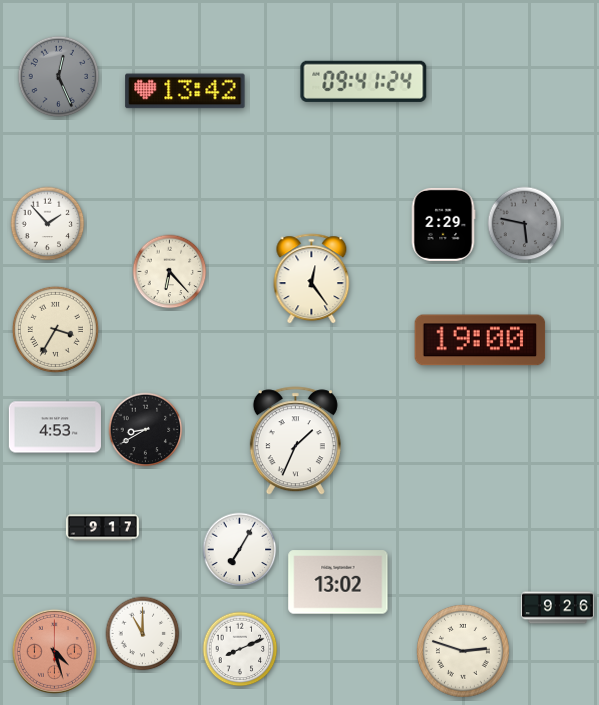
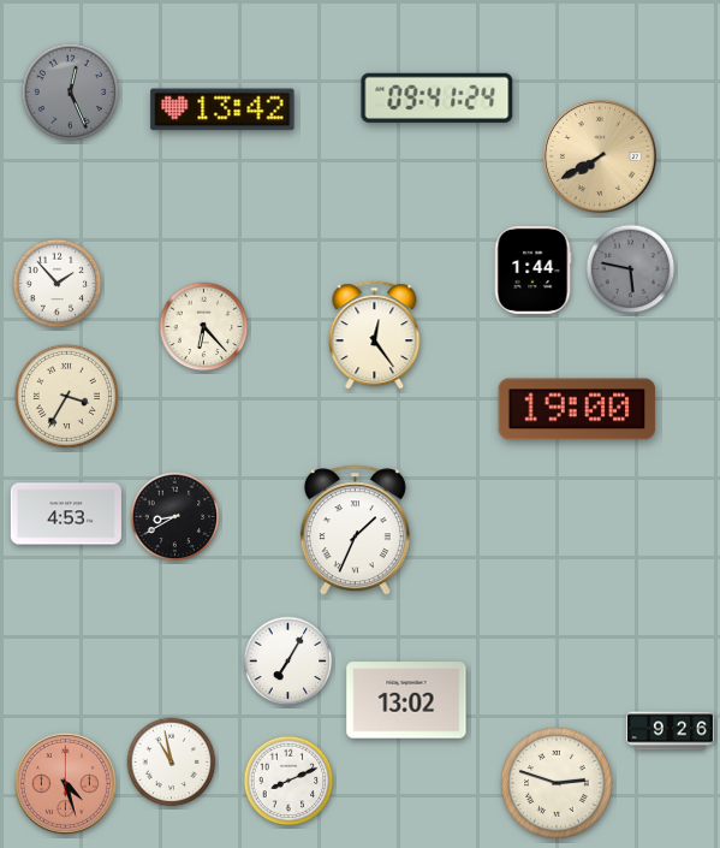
clock at (600, 156): none -> 7:40
clock at (48, 224) position: (48, 224) -> (58, 284)
clock at (443, 224): 2:29 -> 1:44
clock at (102, 528): 9:17 -> none
clock at (143, 634): 11:00 -> 10:58
